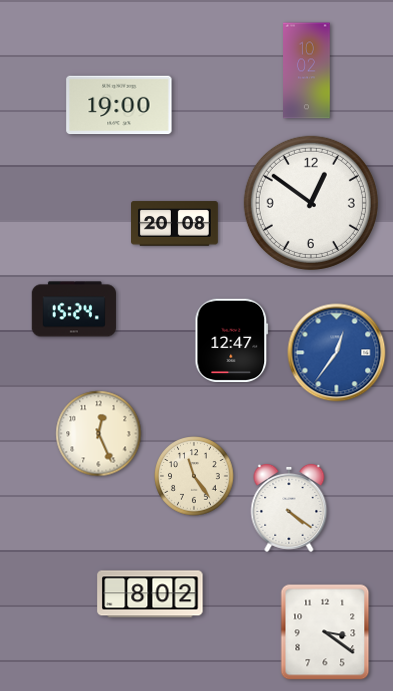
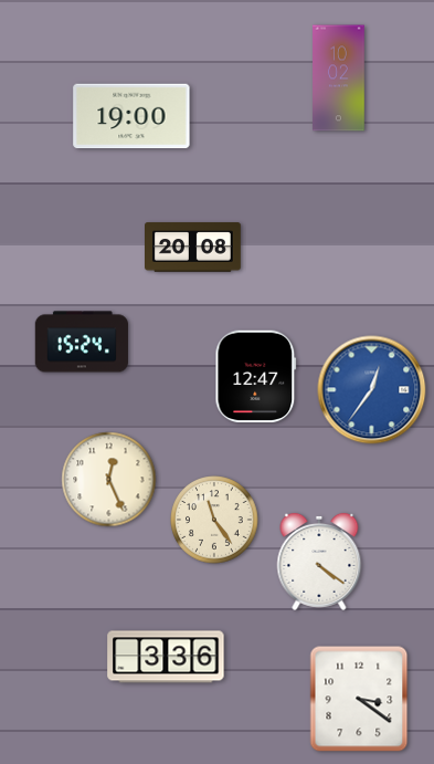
clock at (311, 203): 12:51 -> none
clock at (194, 476) position: (194, 476) -> (214, 520)
clock at (150, 594): 8:02 -> 3:36
